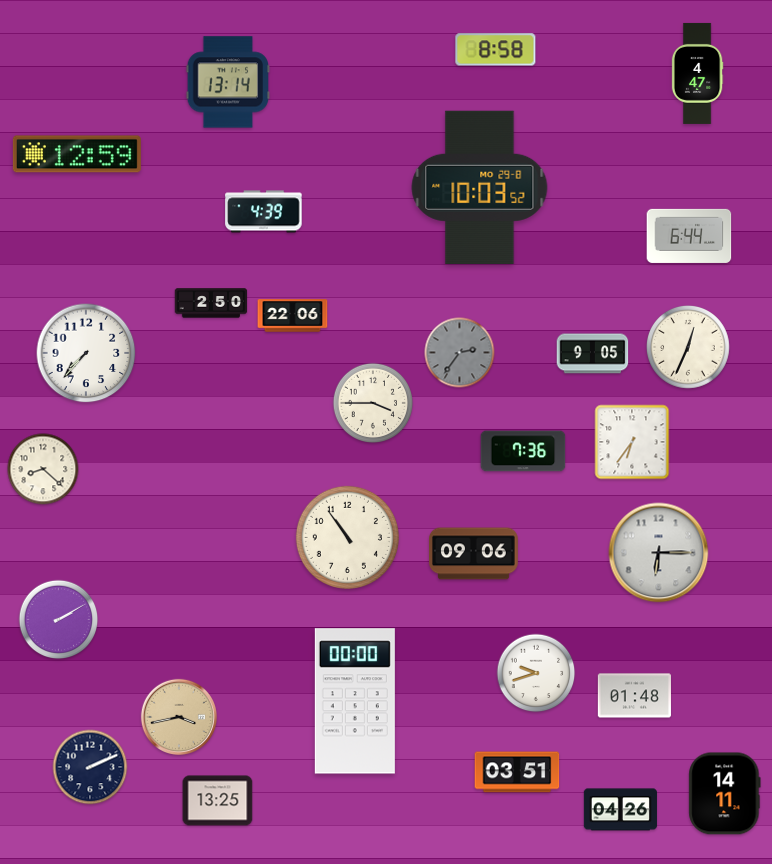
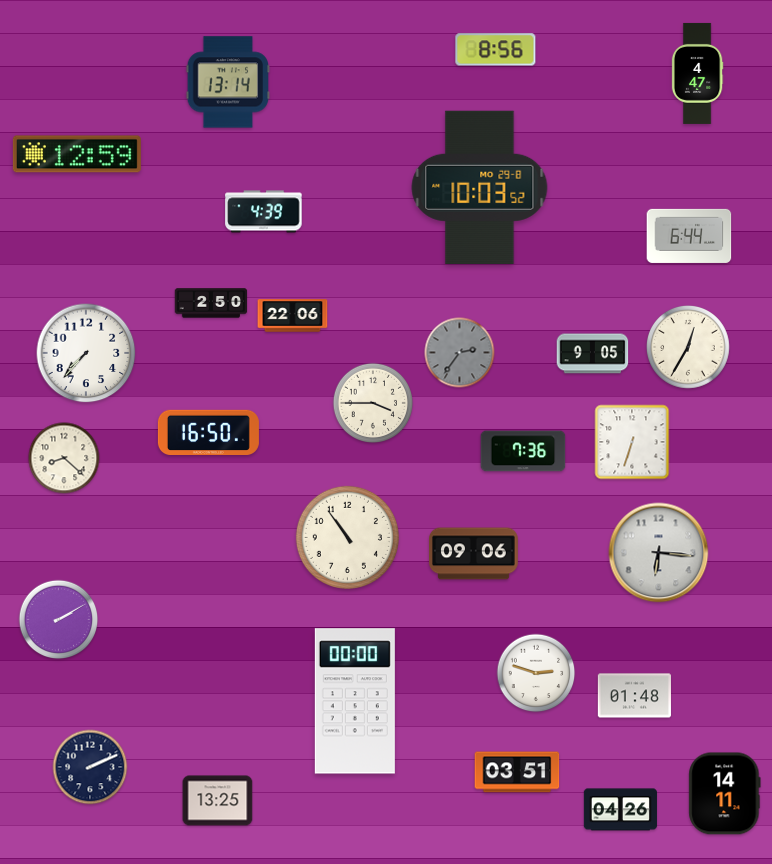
clock at (496, 50): 8:58 -> 8:56
clock at (689, 348): 12:34 -> 12:35
clock at (208, 433): none -> 16:50
clock at (632, 442): 6:36 -> 6:33
clock at (43, 469) position: (43, 469) -> (64, 458)
clock at (659, 553): 6:15 -> 6:16
clock at (536, 673): 9:42 -> 2:48
clock at (178, 716): 3:43 -> none
